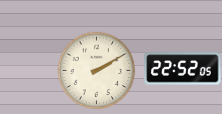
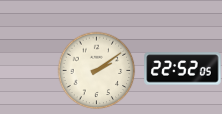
clock at (96, 70): 2:10 -> 2:09
